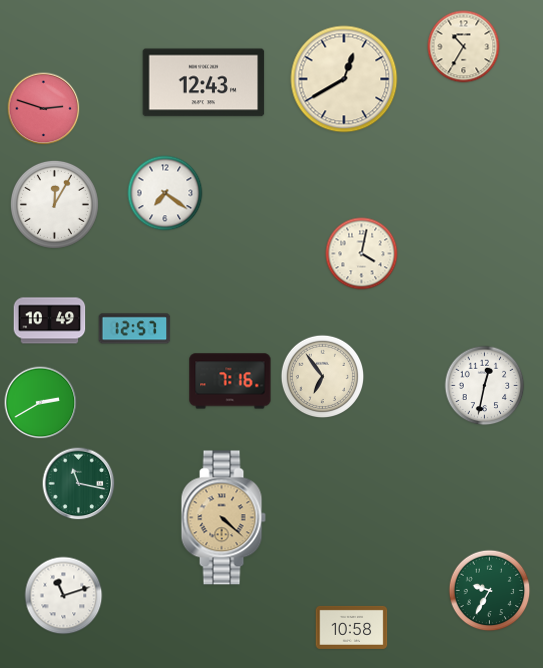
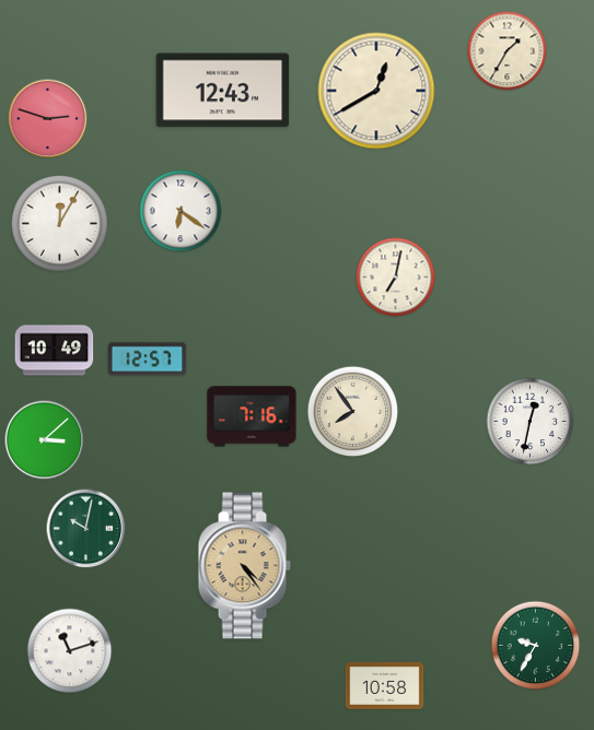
clock at (464, 47): 10:35 -> 1:35
clock at (344, 79) position: (344, 79) -> (376, 91)
clock at (165, 193): 7:21 -> 6:21
clock at (362, 254): 4:02 -> 7:02
clock at (323, 377): 6:54 -> 7:54
clock at (41, 403): 2:40 -> 3:08
clock at (79, 484): 11:17 -> 10:02
clock at (223, 518): 4:22 -> 4:24
